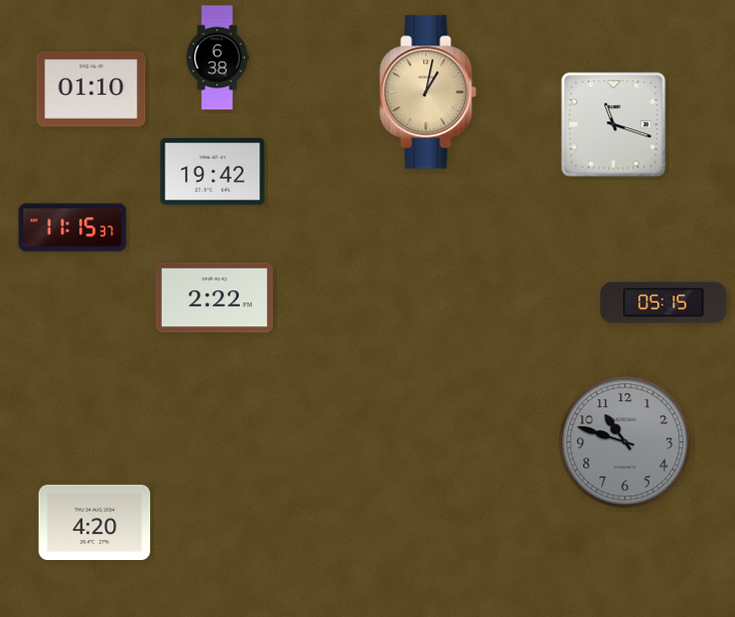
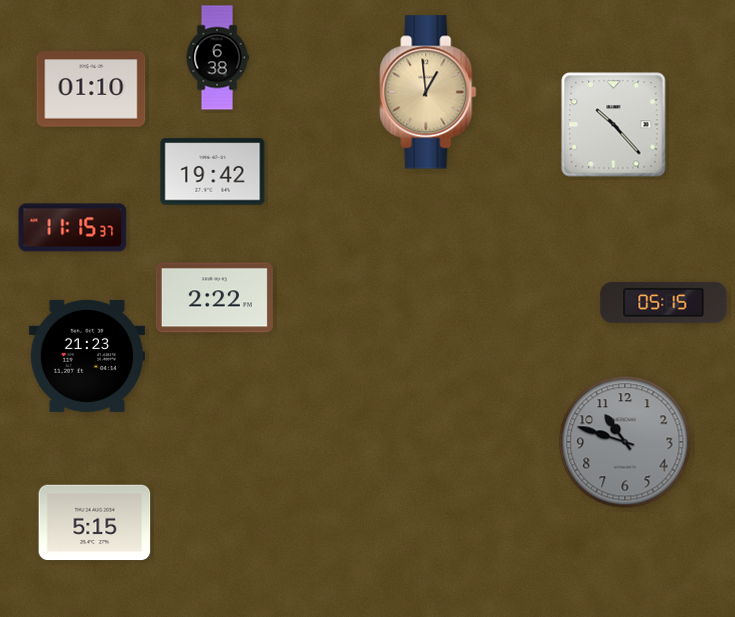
clock at (428, 92): 1:02 -> 12:59
clock at (614, 125): 11:18 -> 10:23
clock at (87, 356): none -> 21:23
clock at (95, 523): 4:20 -> 5:15
